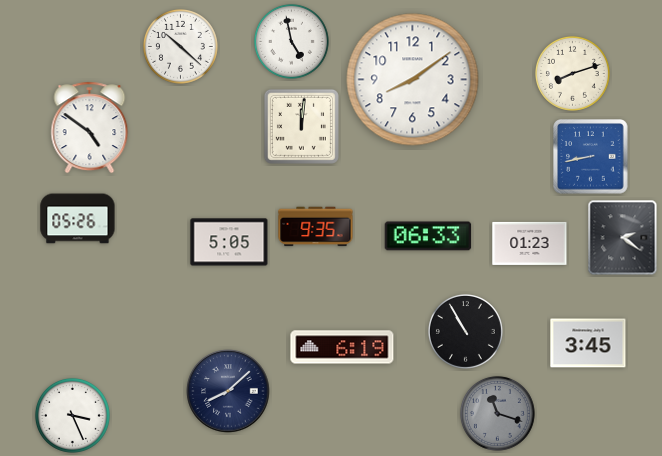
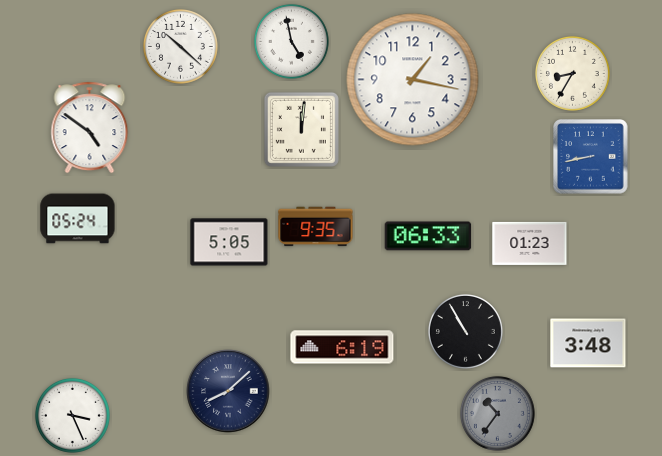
clock at (572, 73): 8:12 -> 8:35
clock at (413, 80): 8:09 -> 1:17
clock at (301, 126) position: (301, 126) -> (301, 129)
clock at (78, 219): 05:26 -> 05:24
clock at (623, 238): 2:21 -> none
clock at (588, 343): 3:45 -> 3:48
clock at (497, 413): 11:18 -> 10:36
